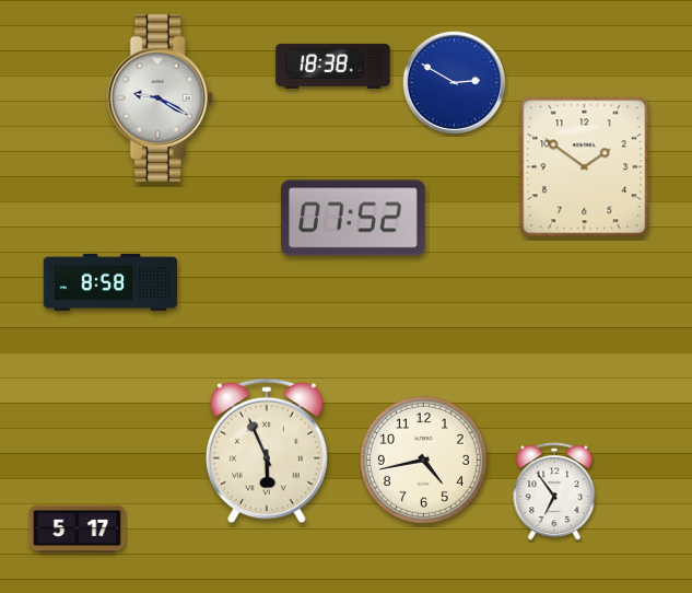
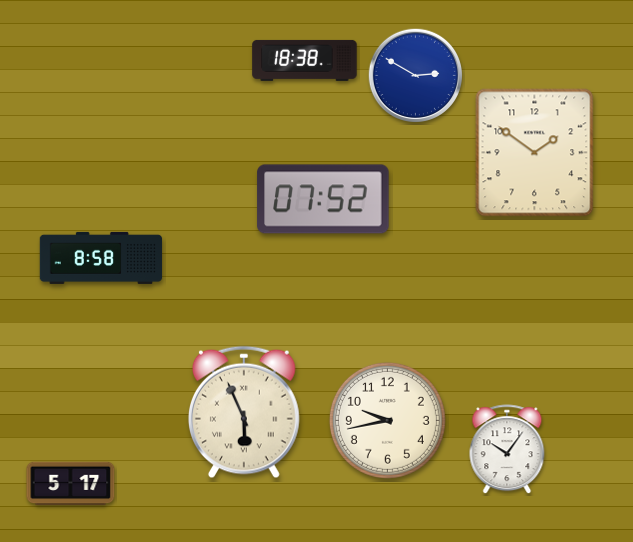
clock at (160, 97): 9:20 -> none
clock at (423, 460): 4:43 -> 9:43
clock at (554, 492): 6:54 -> 10:06
